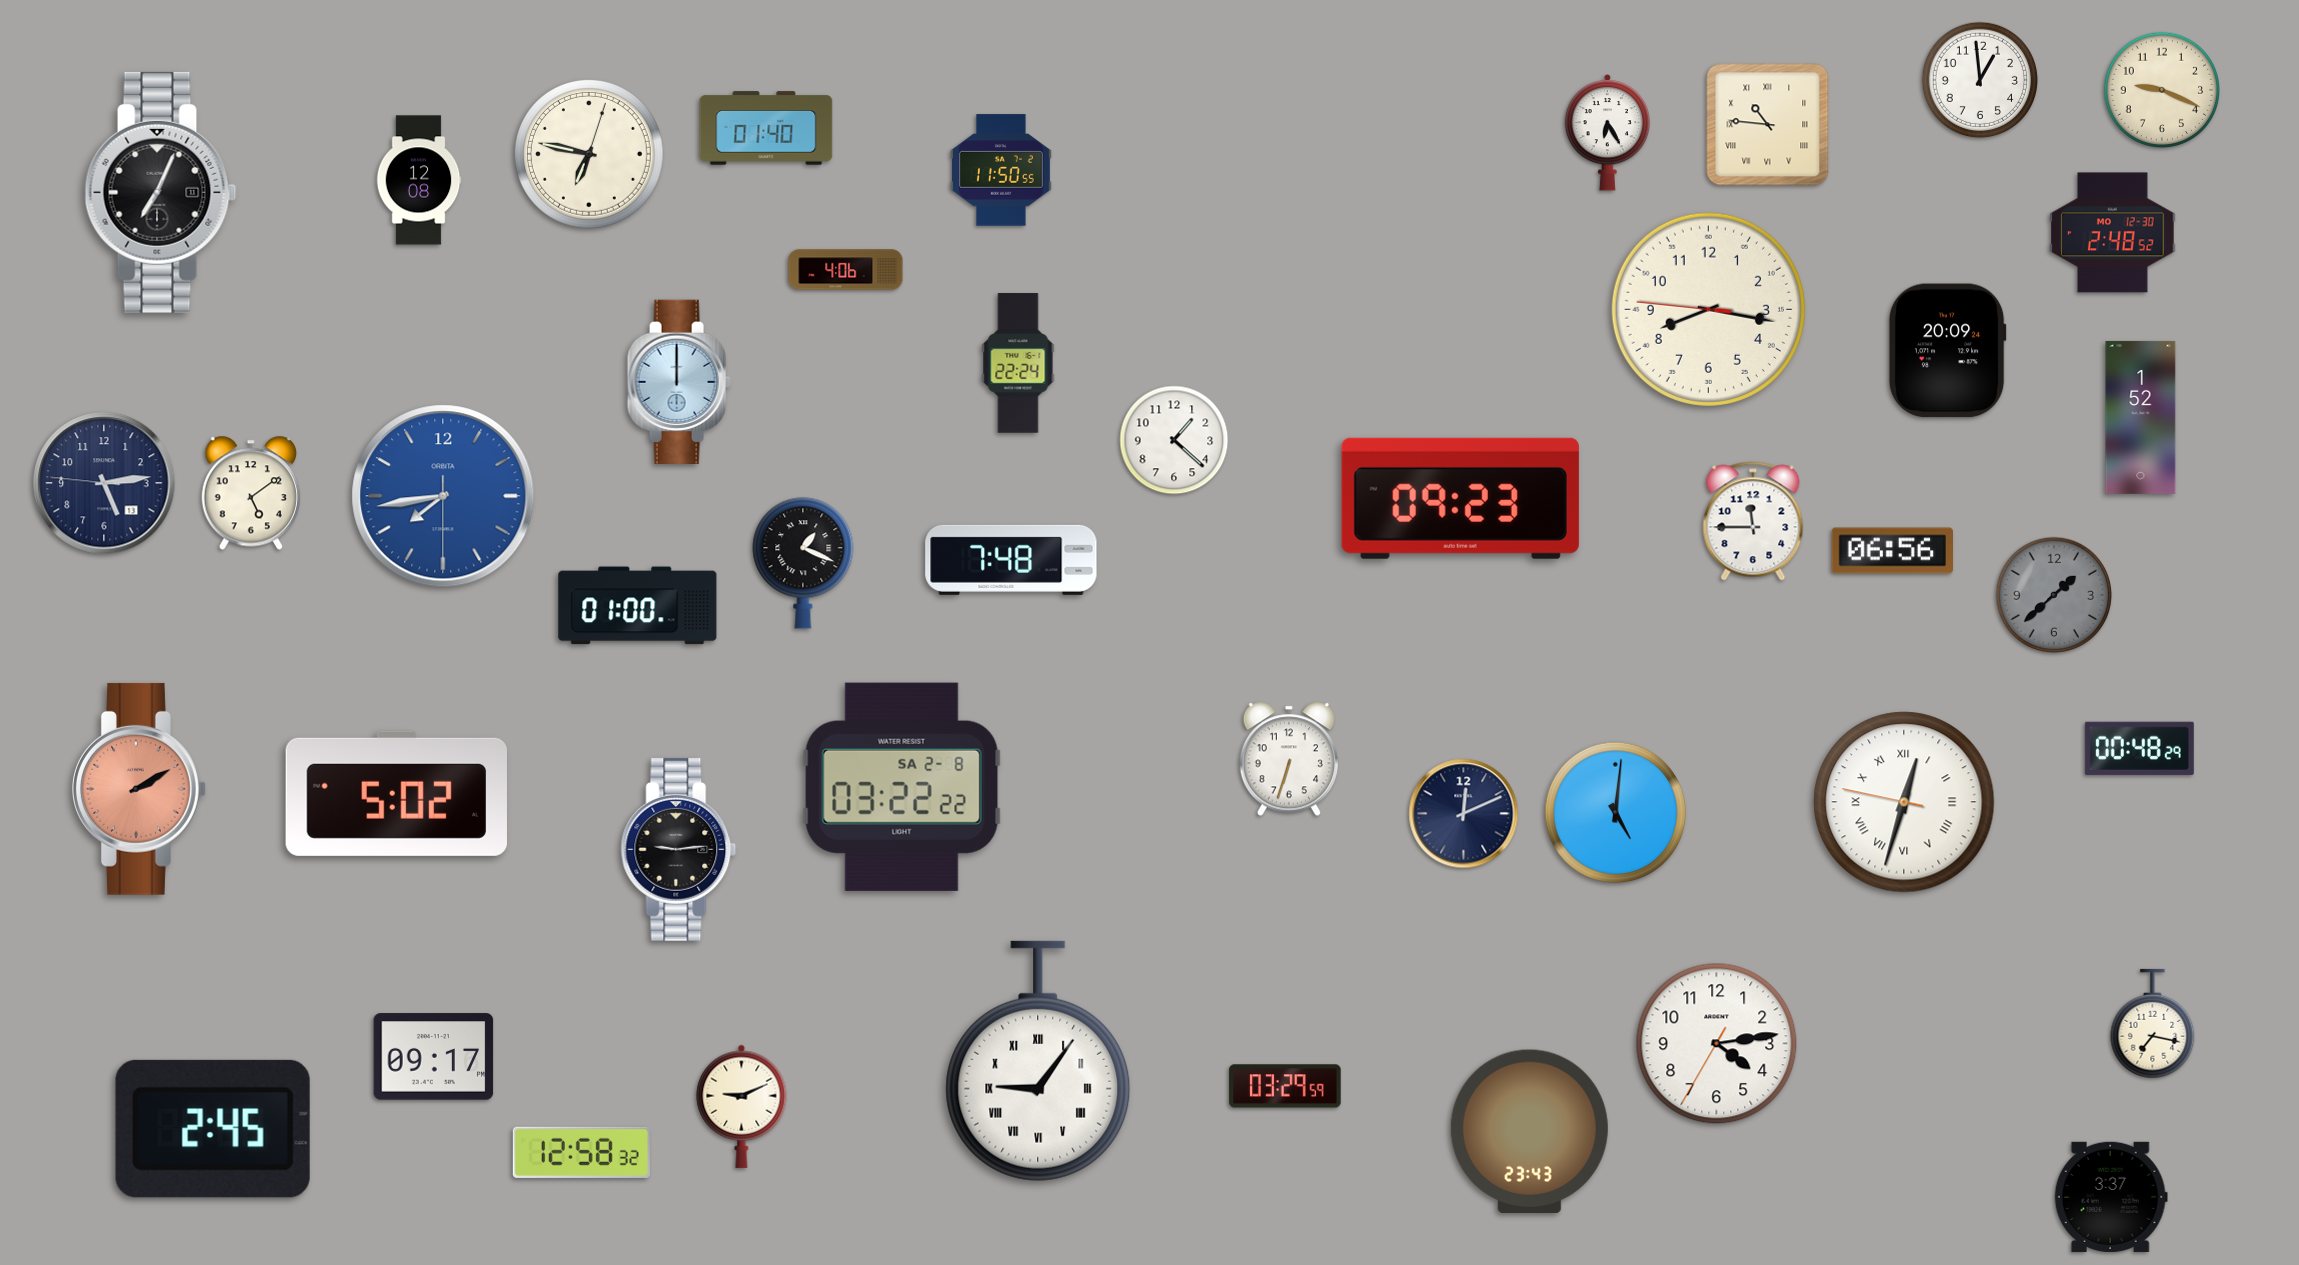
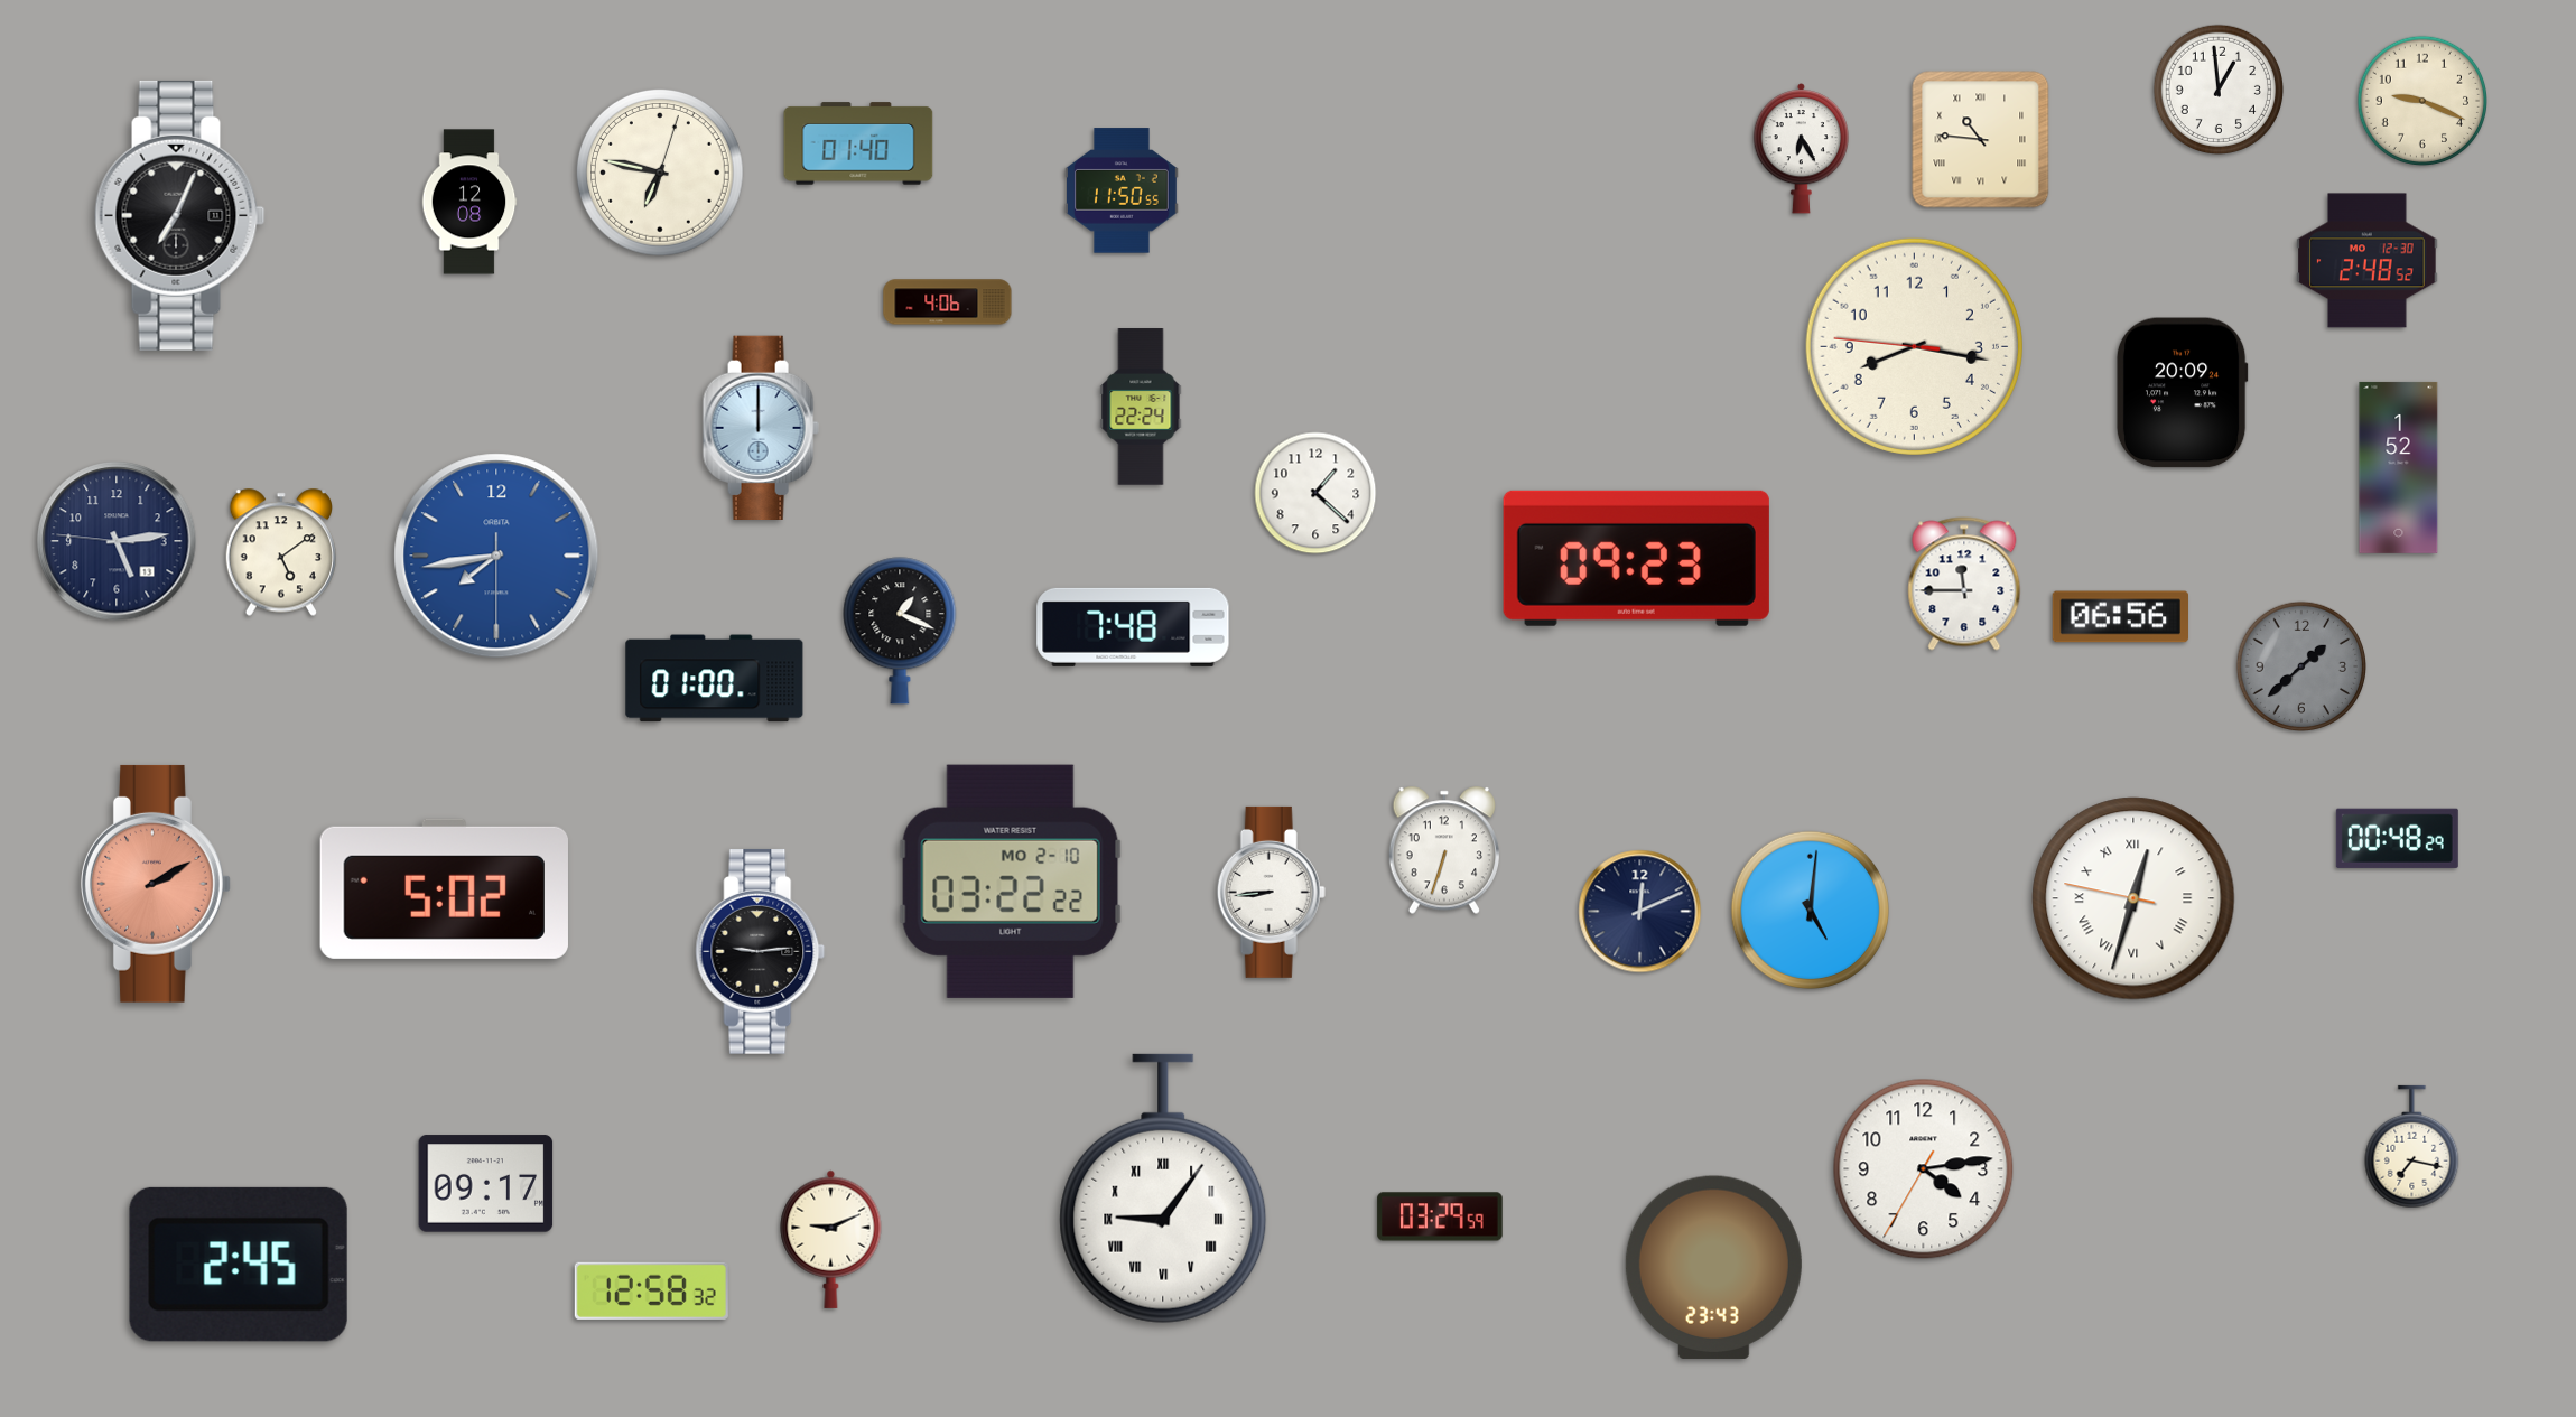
clock at (902, 787) date: SA 2-8 -> MO 2-10
clock at (1271, 892): none -> 8:44
clock at (2111, 1197): 3:37 -> none
